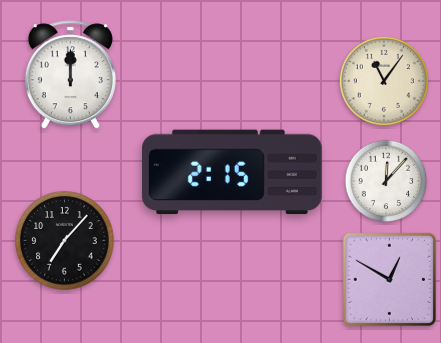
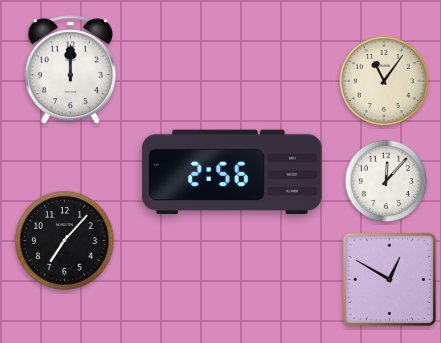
clock at (70, 75) position: (70, 75) -> (70, 70)
clock at (233, 172): 2:15 -> 2:56
